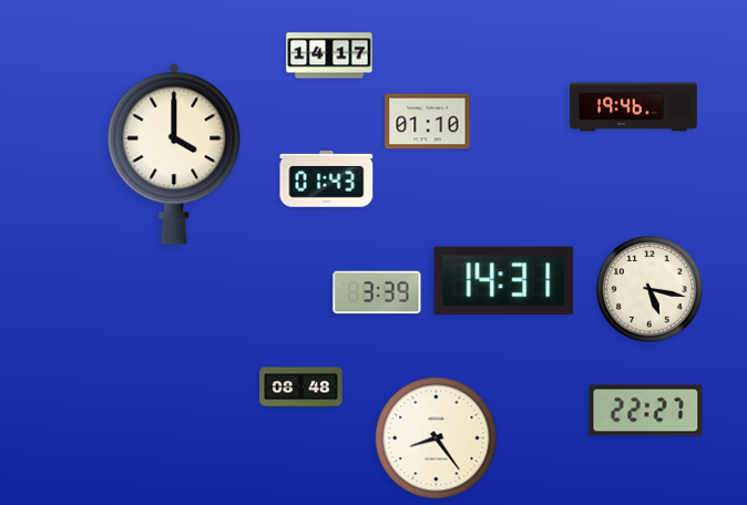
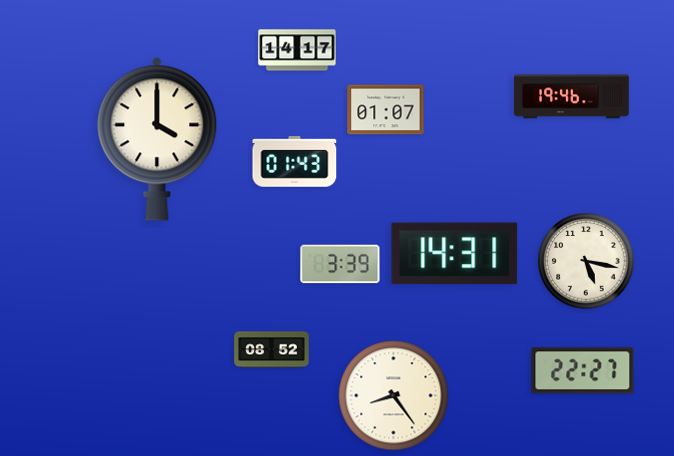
clock at (428, 122): 01:10 -> 01:07
clock at (301, 388): 08:48 -> 08:52
